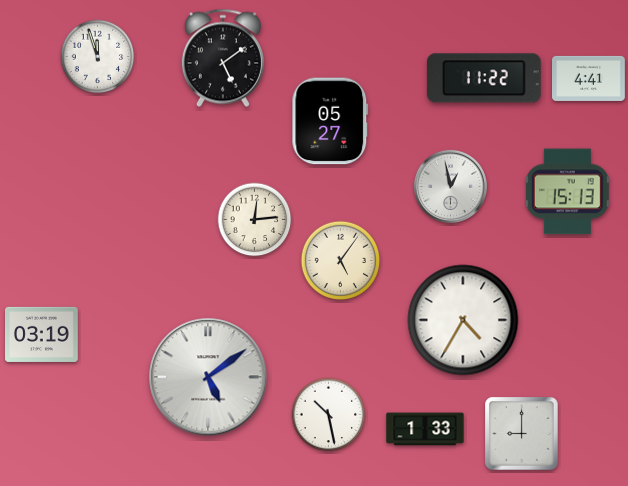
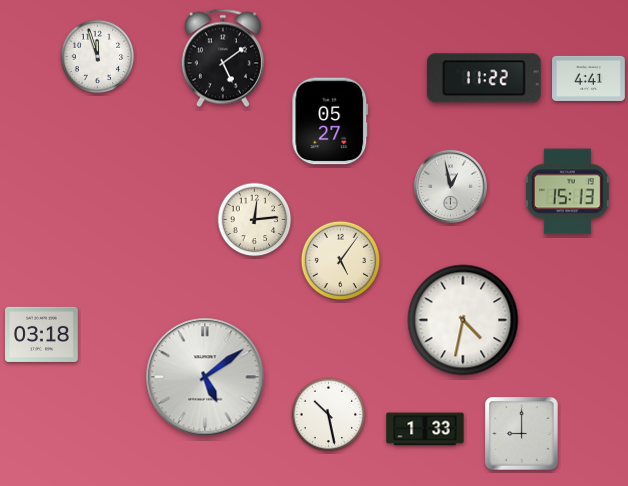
clock at (463, 320): 4:35 -> 4:32
clock at (42, 334): 03:19 -> 03:18
clock at (208, 377) position: (208, 377) -> (205, 377)
